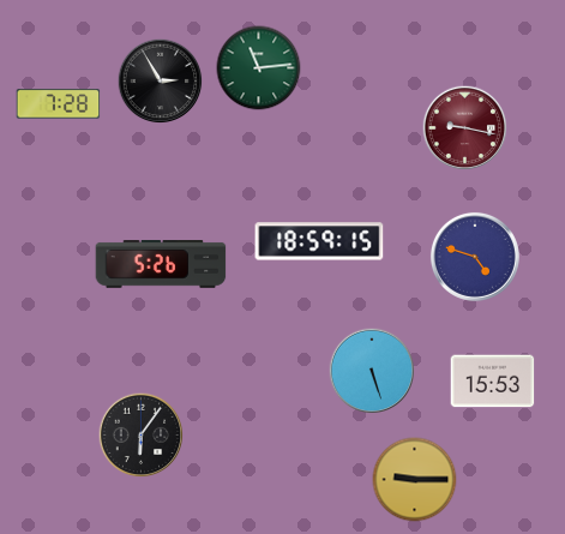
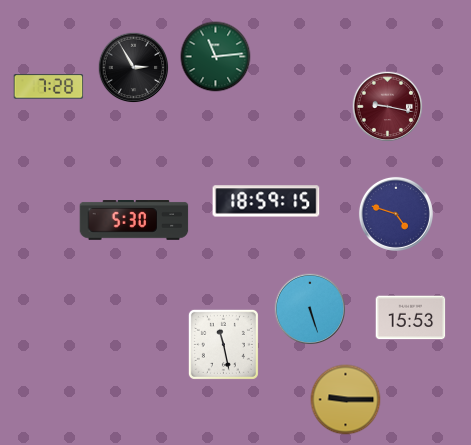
clock at (161, 265): 5:26 -> 5:30
clock at (223, 344): none -> 11:28
clock at (142, 436): 6:06 -> none
